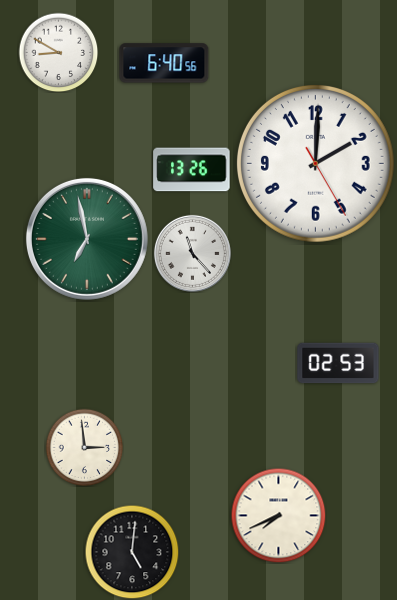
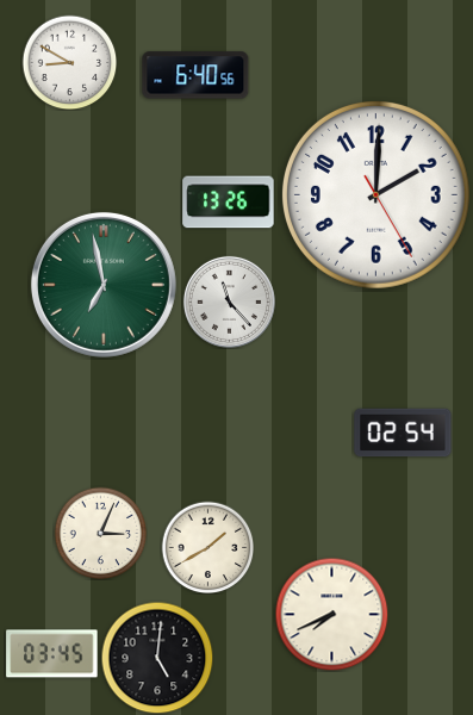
clock at (338, 363): 02:53 -> 02:54
clock at (84, 447): 2:59 -> 3:04
clock at (207, 547): none -> 1:40
clock at (52, 654): none -> 03:45
